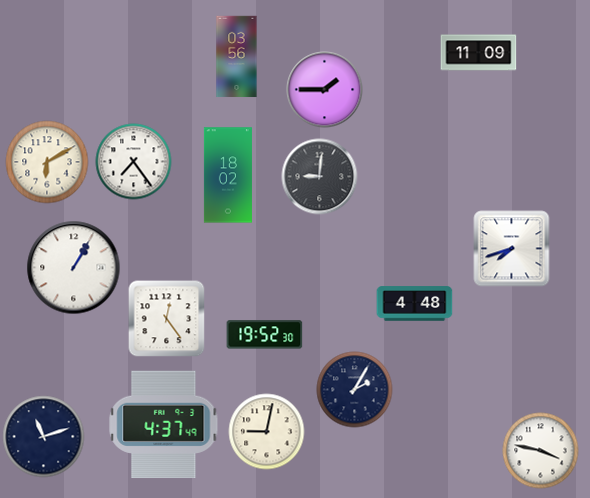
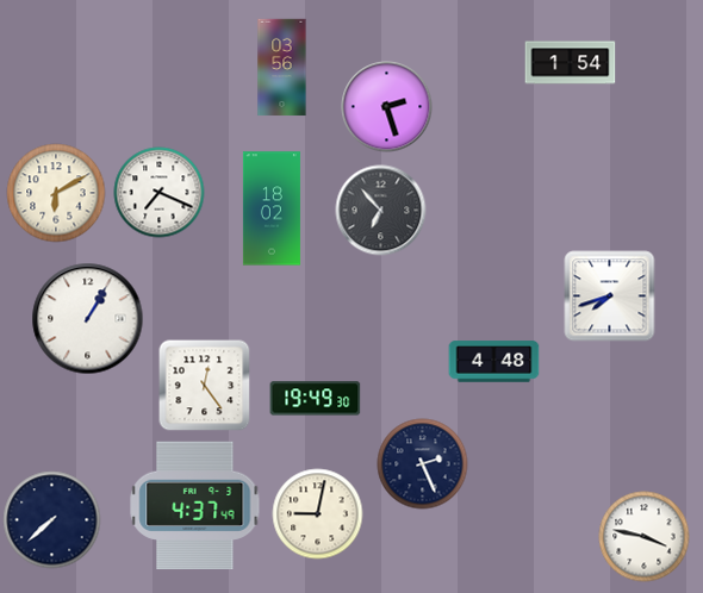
clock at (479, 53): 11:09 -> 1:54
clock at (325, 90): 1:45 -> 2:27
clock at (134, 162): 7:24 -> 7:19
clock at (320, 177): 9:01 -> 6:53
clock at (167, 319) position: (167, 319) -> (205, 386)
clock at (265, 335): 19:52 -> 19:49
clock at (355, 390): 2:05 -> 2:26
clock at (44, 437): 11:12 -> 7:38
